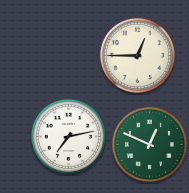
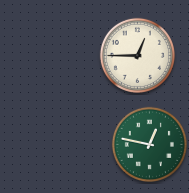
clock at (68, 136): 7:13 -> none
clock at (149, 144): 12:49 -> 12:47
